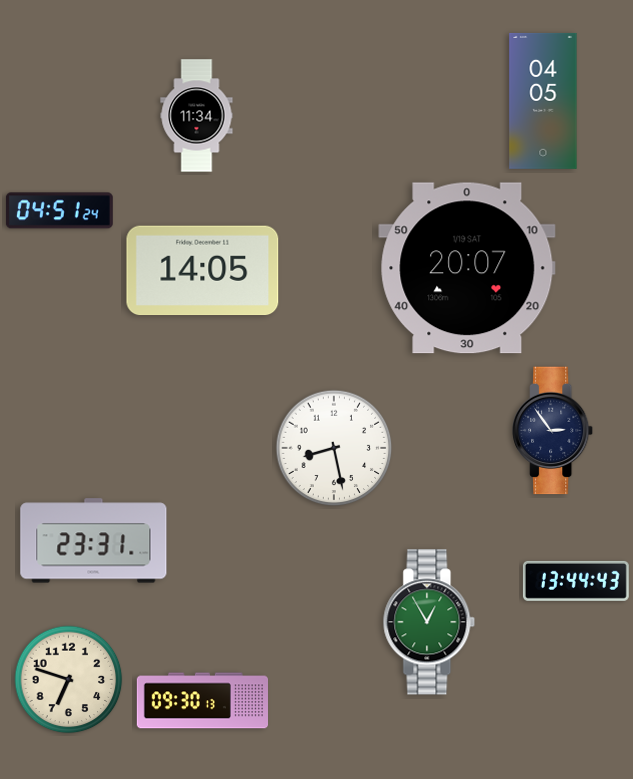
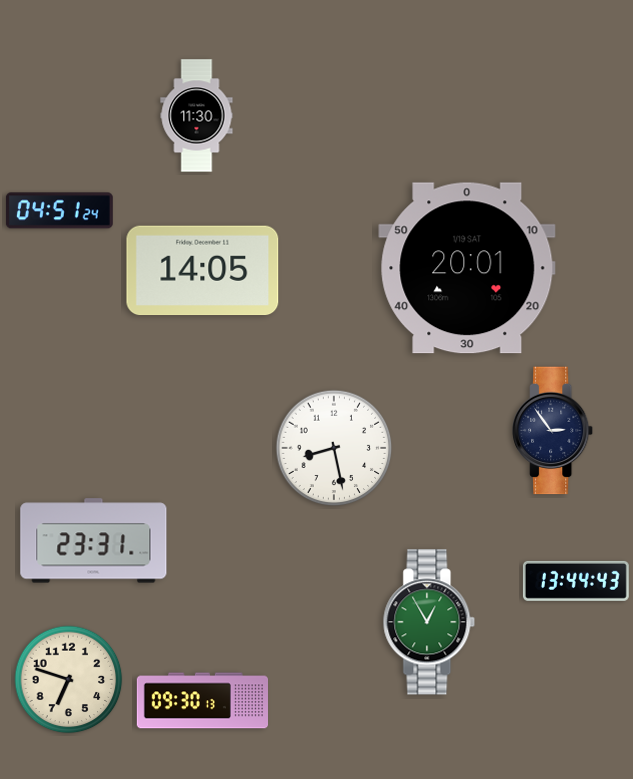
clock at (543, 101): 04:05 -> none
clock at (197, 116): 11:34 -> 11:30
clock at (467, 268): 20:07 -> 20:01
